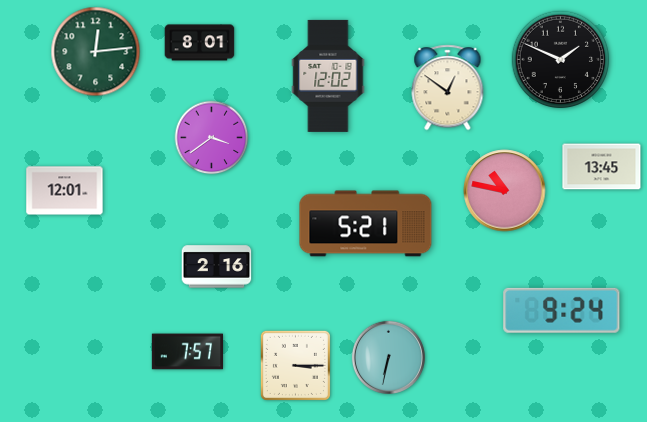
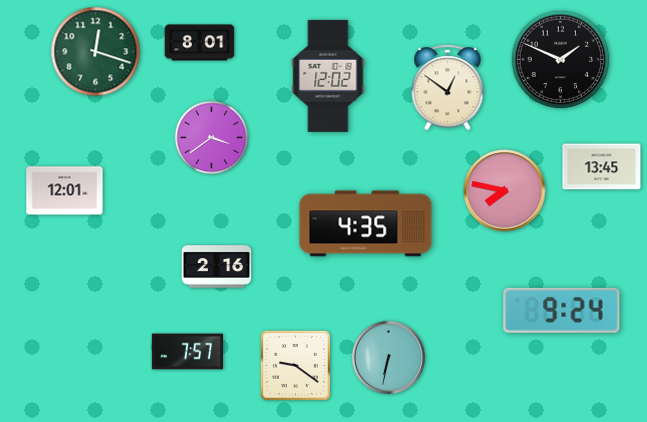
clock at (96, 52): 12:14 -> 12:18
clock at (505, 191): 10:47 -> 7:47
clock at (366, 224): 5:21 -> 4:35
clock at (295, 365): 3:15 -> 9:21
